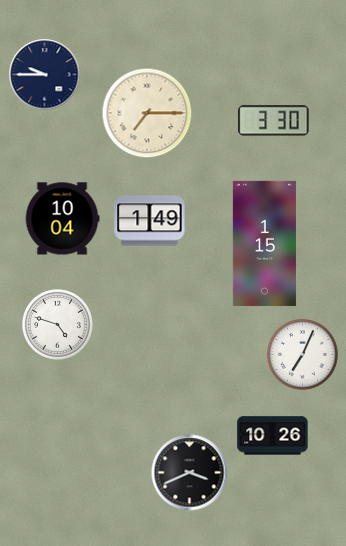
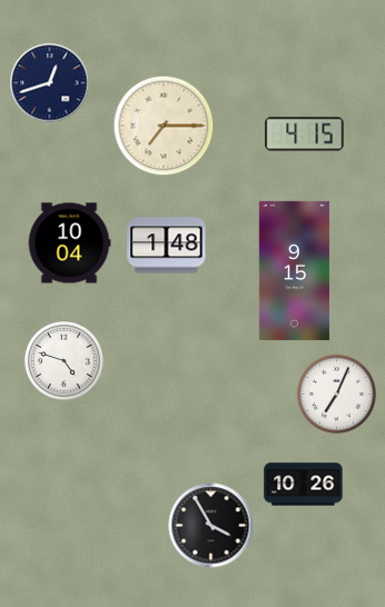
clock at (45, 75): 9:45 -> 12:42
clock at (274, 121): 3:30 -> 4:15
clock at (150, 221): 1:49 -> 1:48
clock at (264, 243): 1:15 -> 9:15
clock at (190, 473): 3:41 -> 3:55
